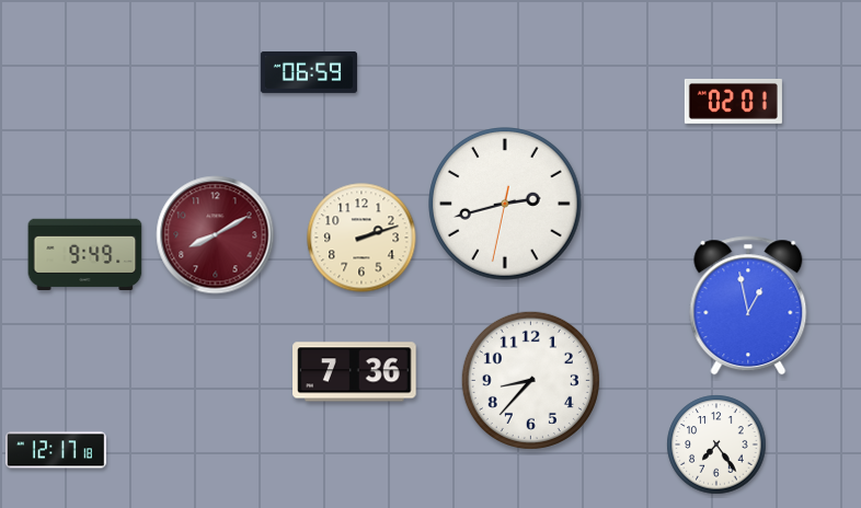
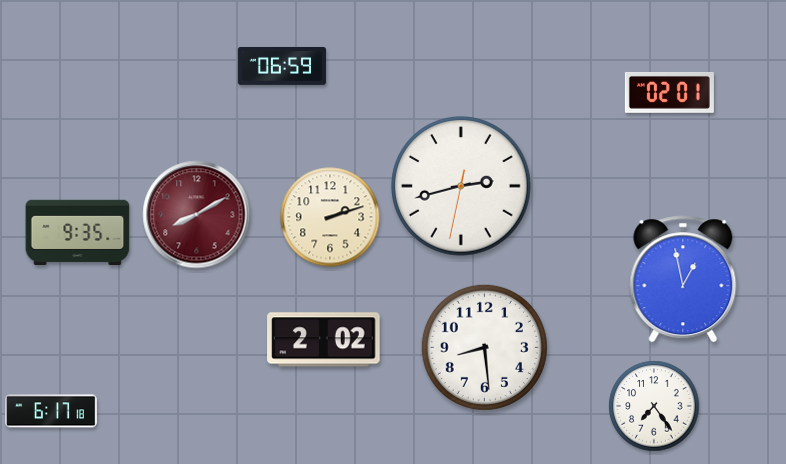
clock at (85, 254): 9:49 -> 9:35
clock at (355, 372): 7:36 -> 2:02
clock at (530, 380): 8:37 -> 8:29
clock at (56, 450): 12:17 -> 6:17
